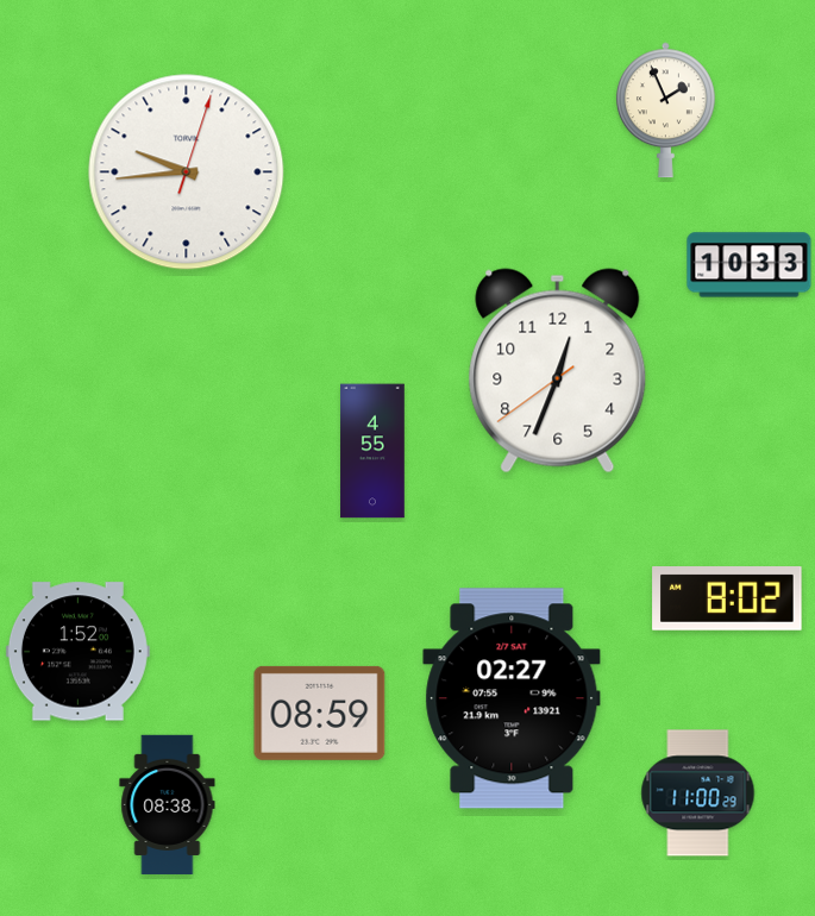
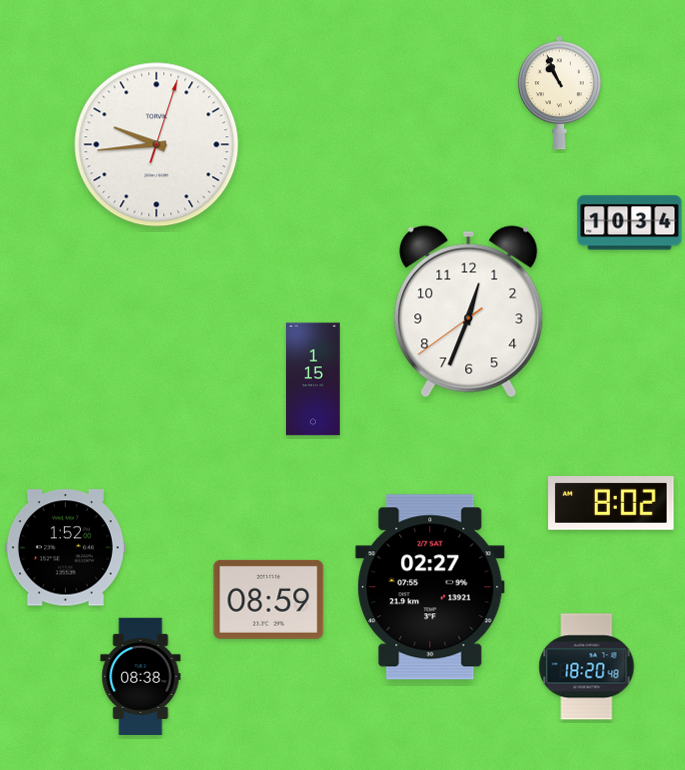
clock at (665, 111): 1:56 -> 10:56
clock at (750, 265): 10:33 -> 10:34
clock at (372, 451): 4:55 -> 1:15
clock at (698, 793): 11:00 -> 18:20
